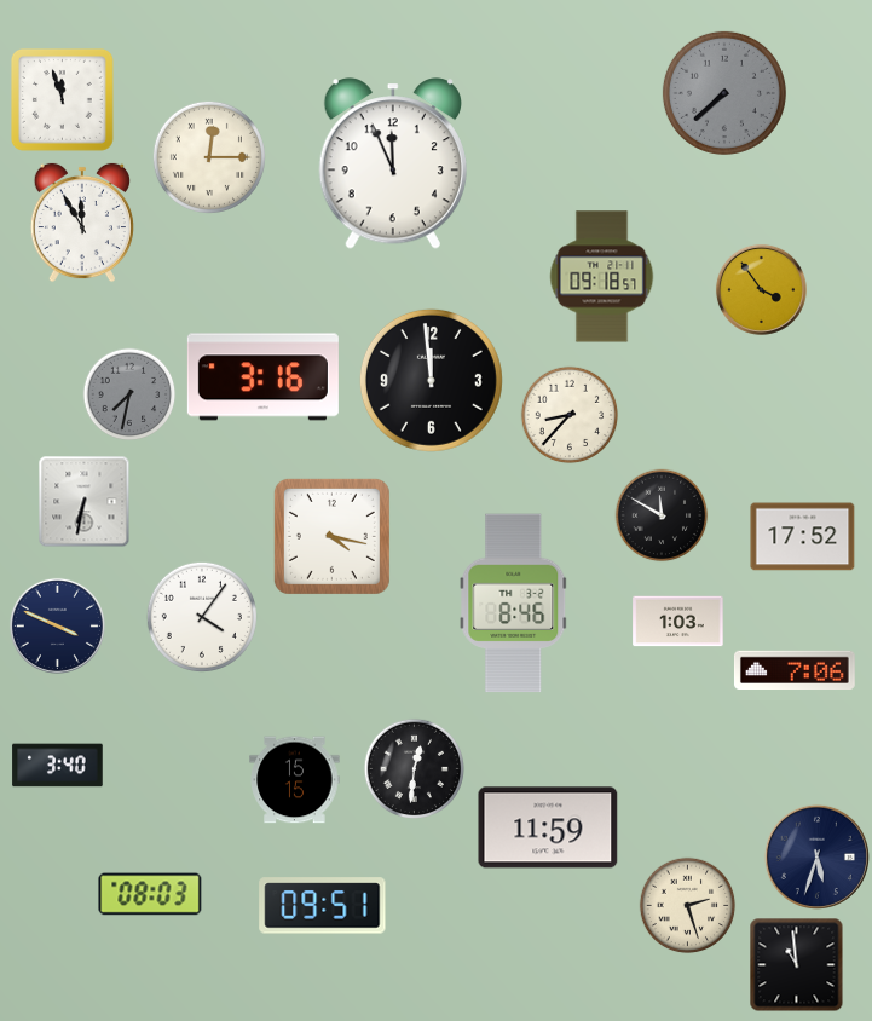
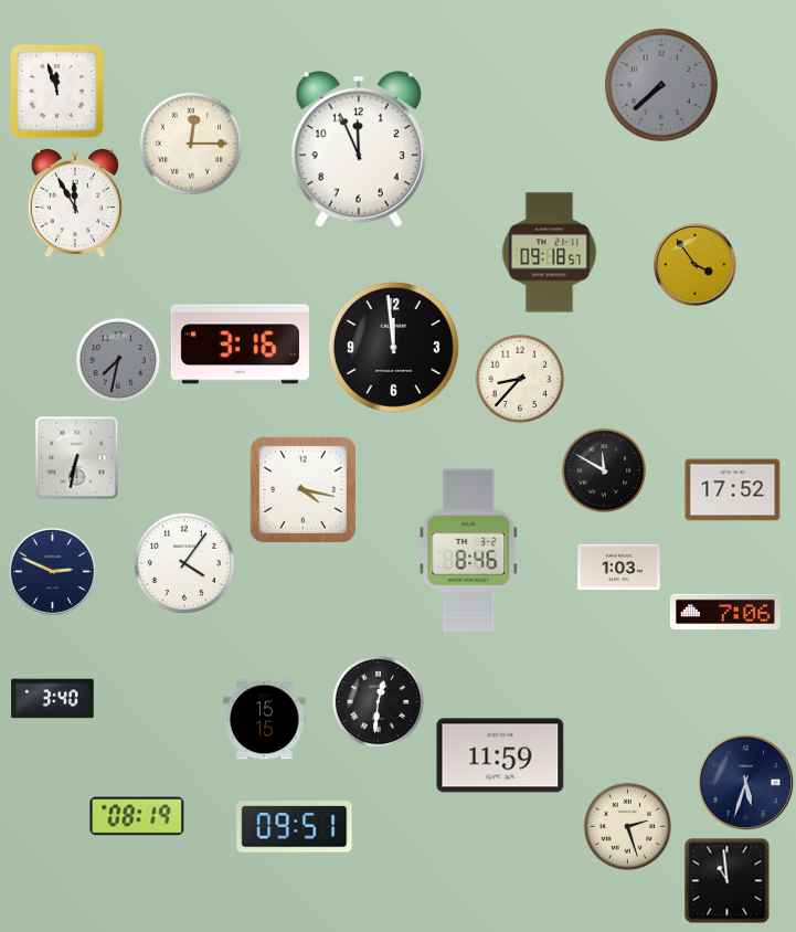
clock at (57, 625): 3:49 -> 2:49
clock at (295, 780) position: (295, 780) -> (265, 720)
clock at (150, 894): 08:03 -> 08:19
